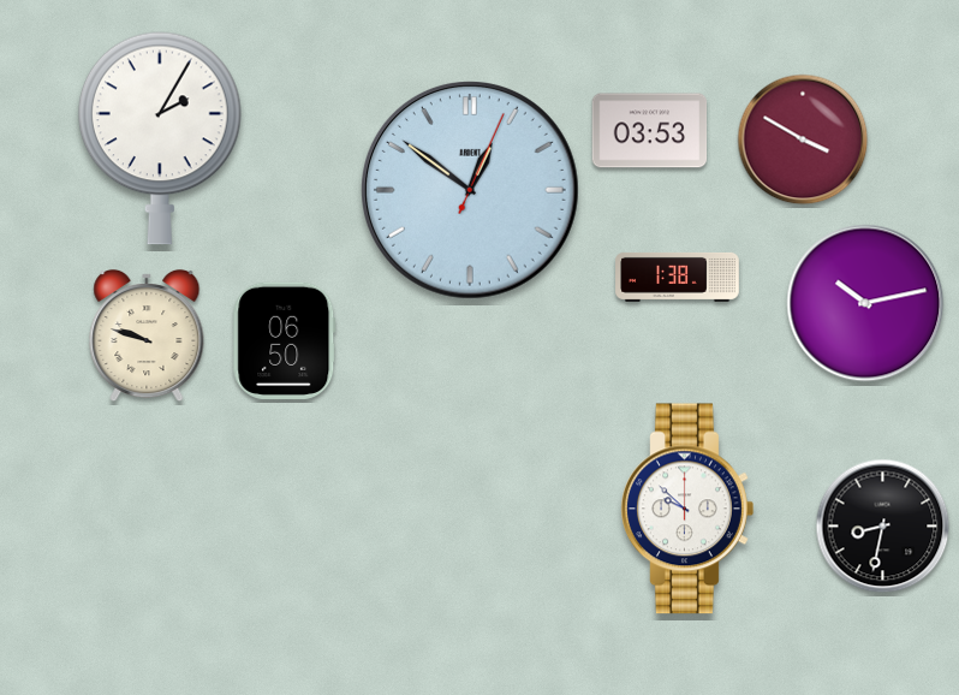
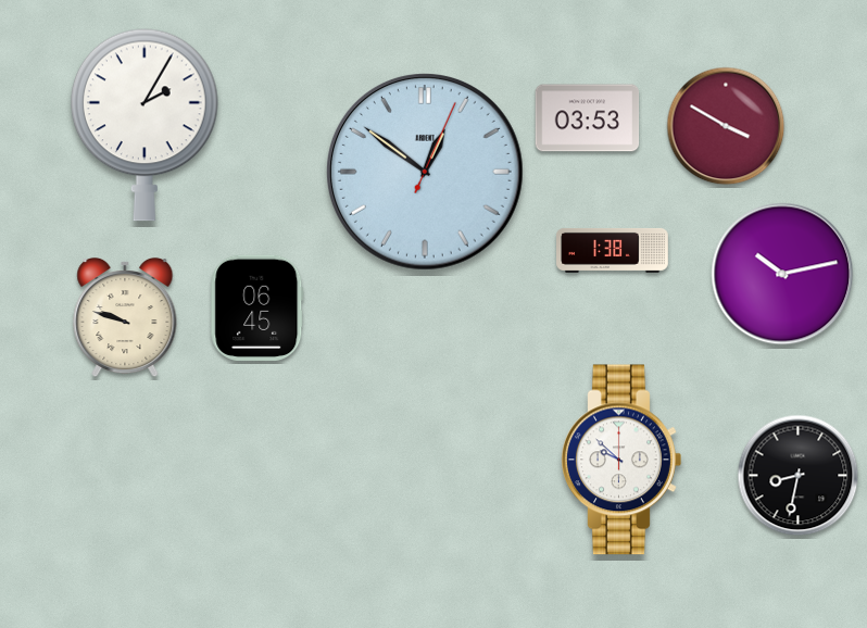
clock at (147, 335) position: (147, 335) -> (125, 317)
clock at (285, 340): 06:50 -> 06:45
